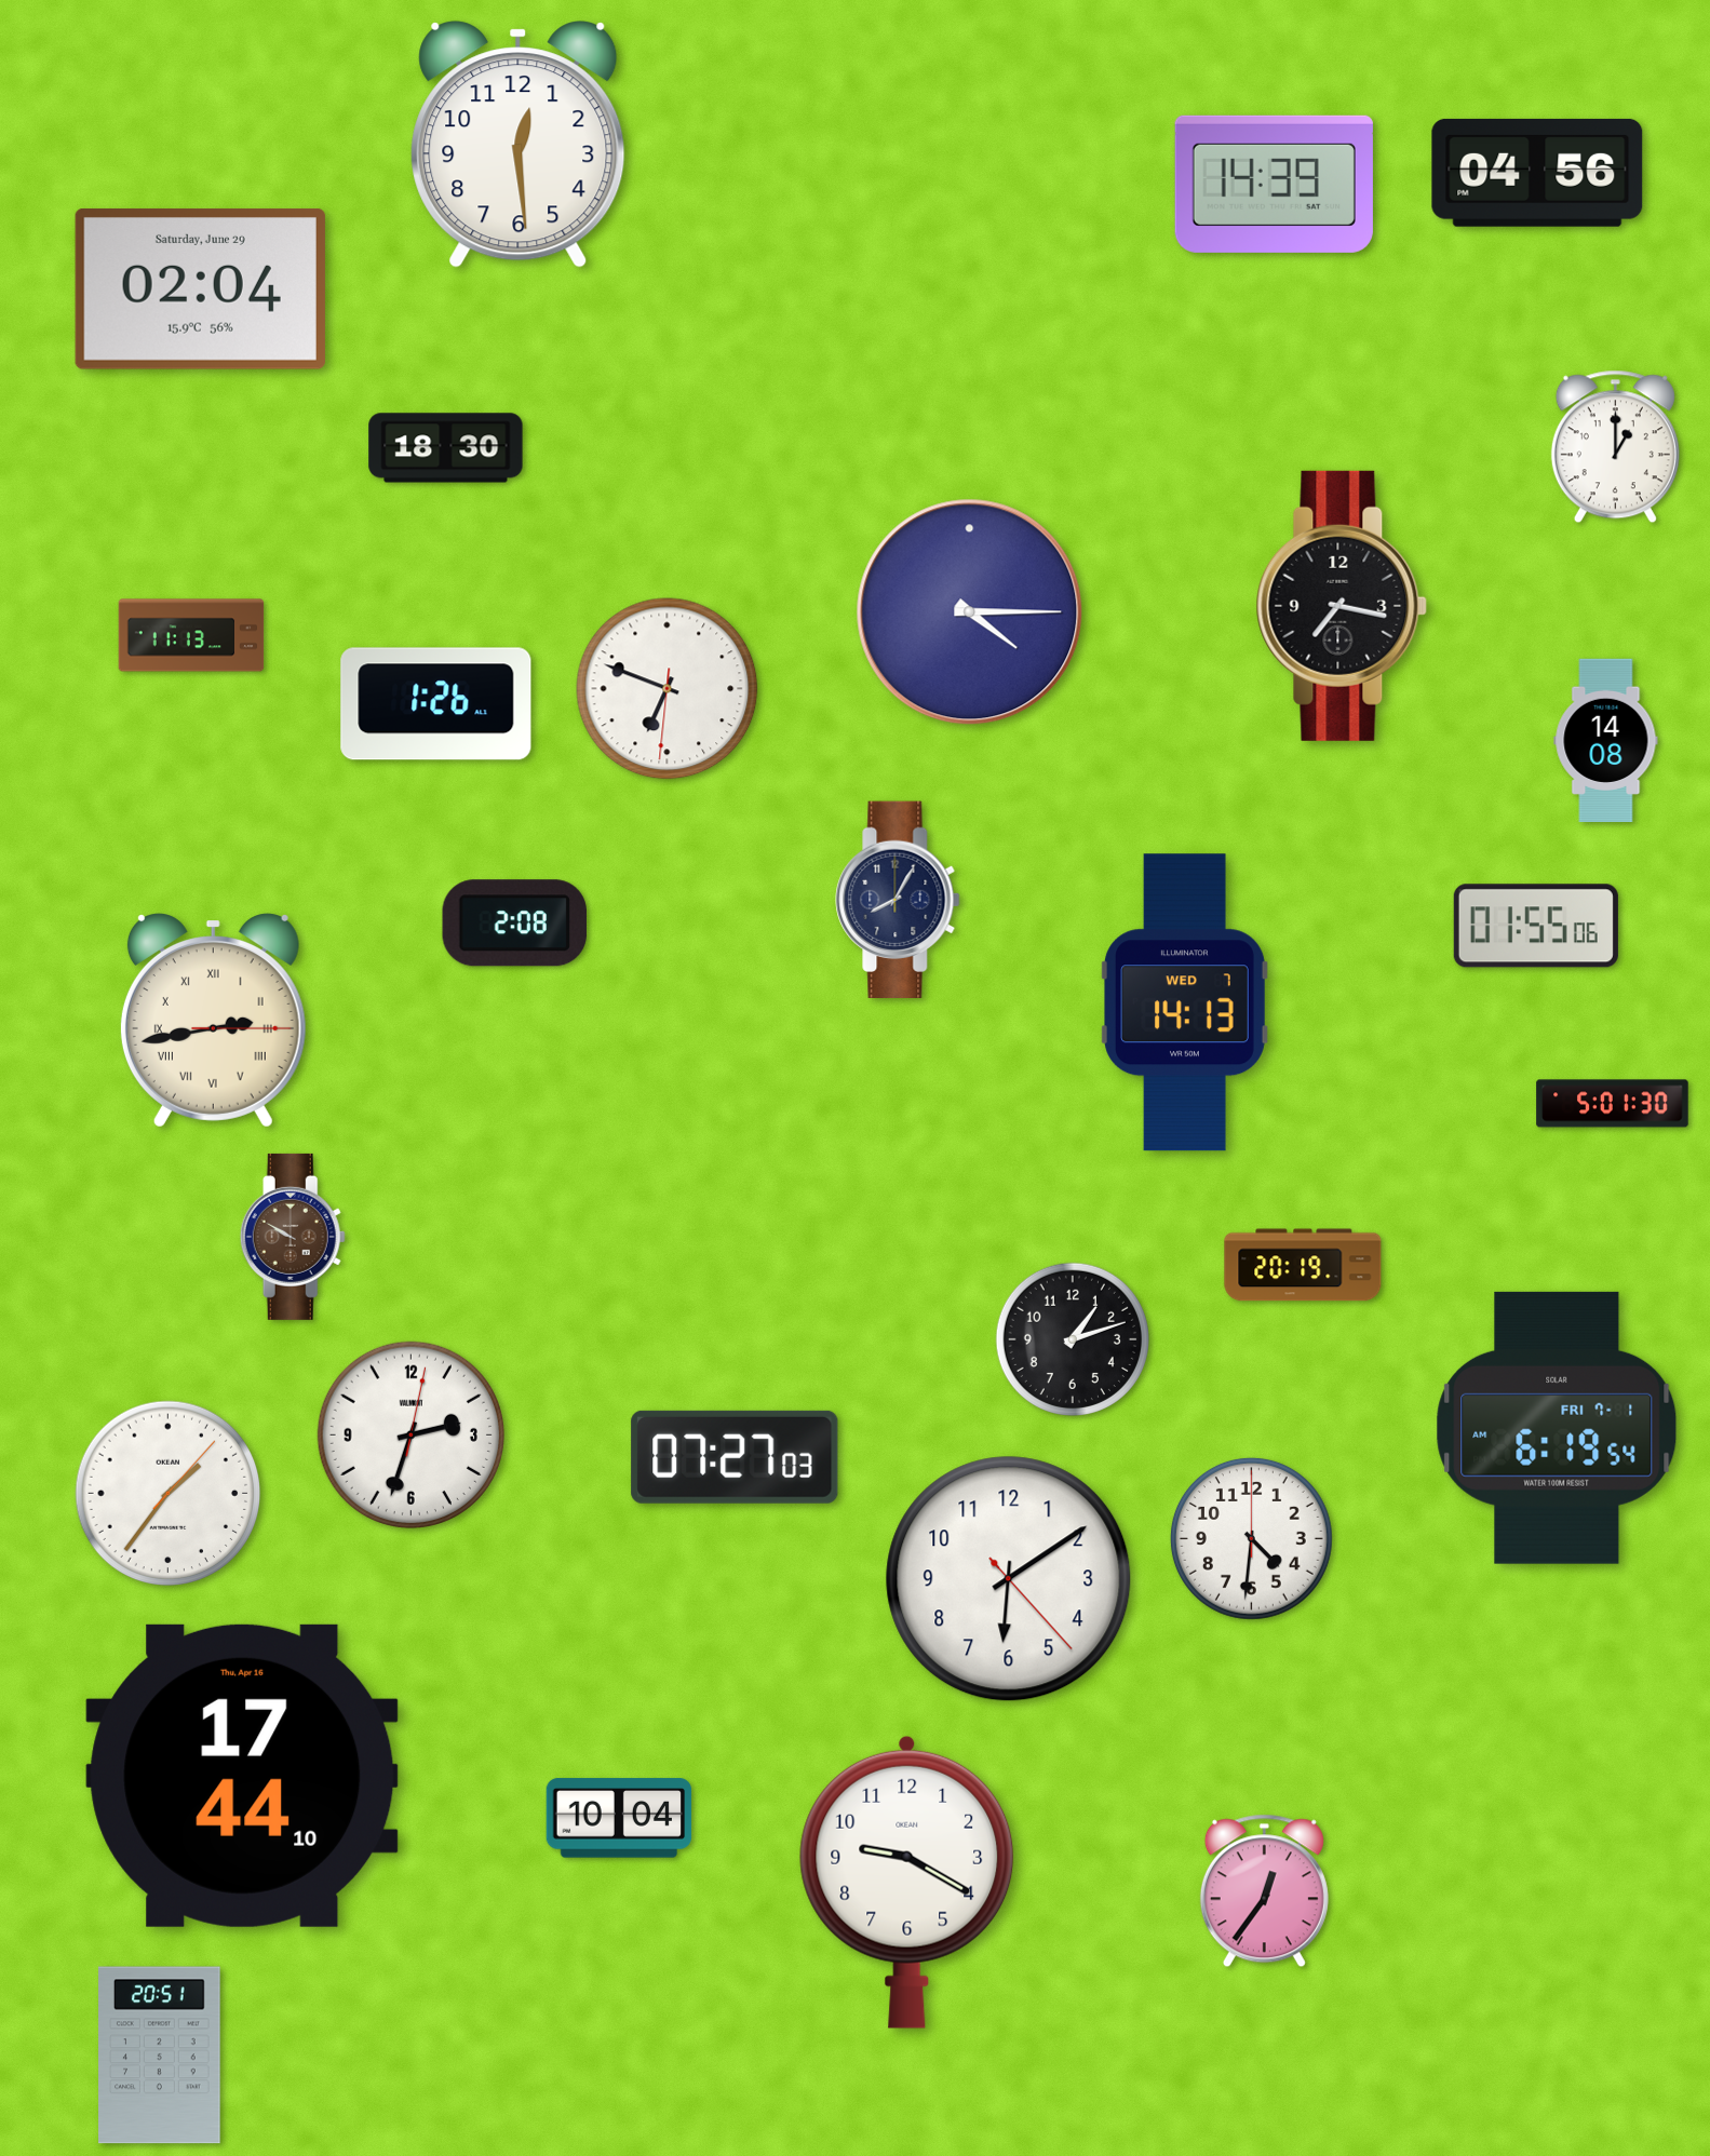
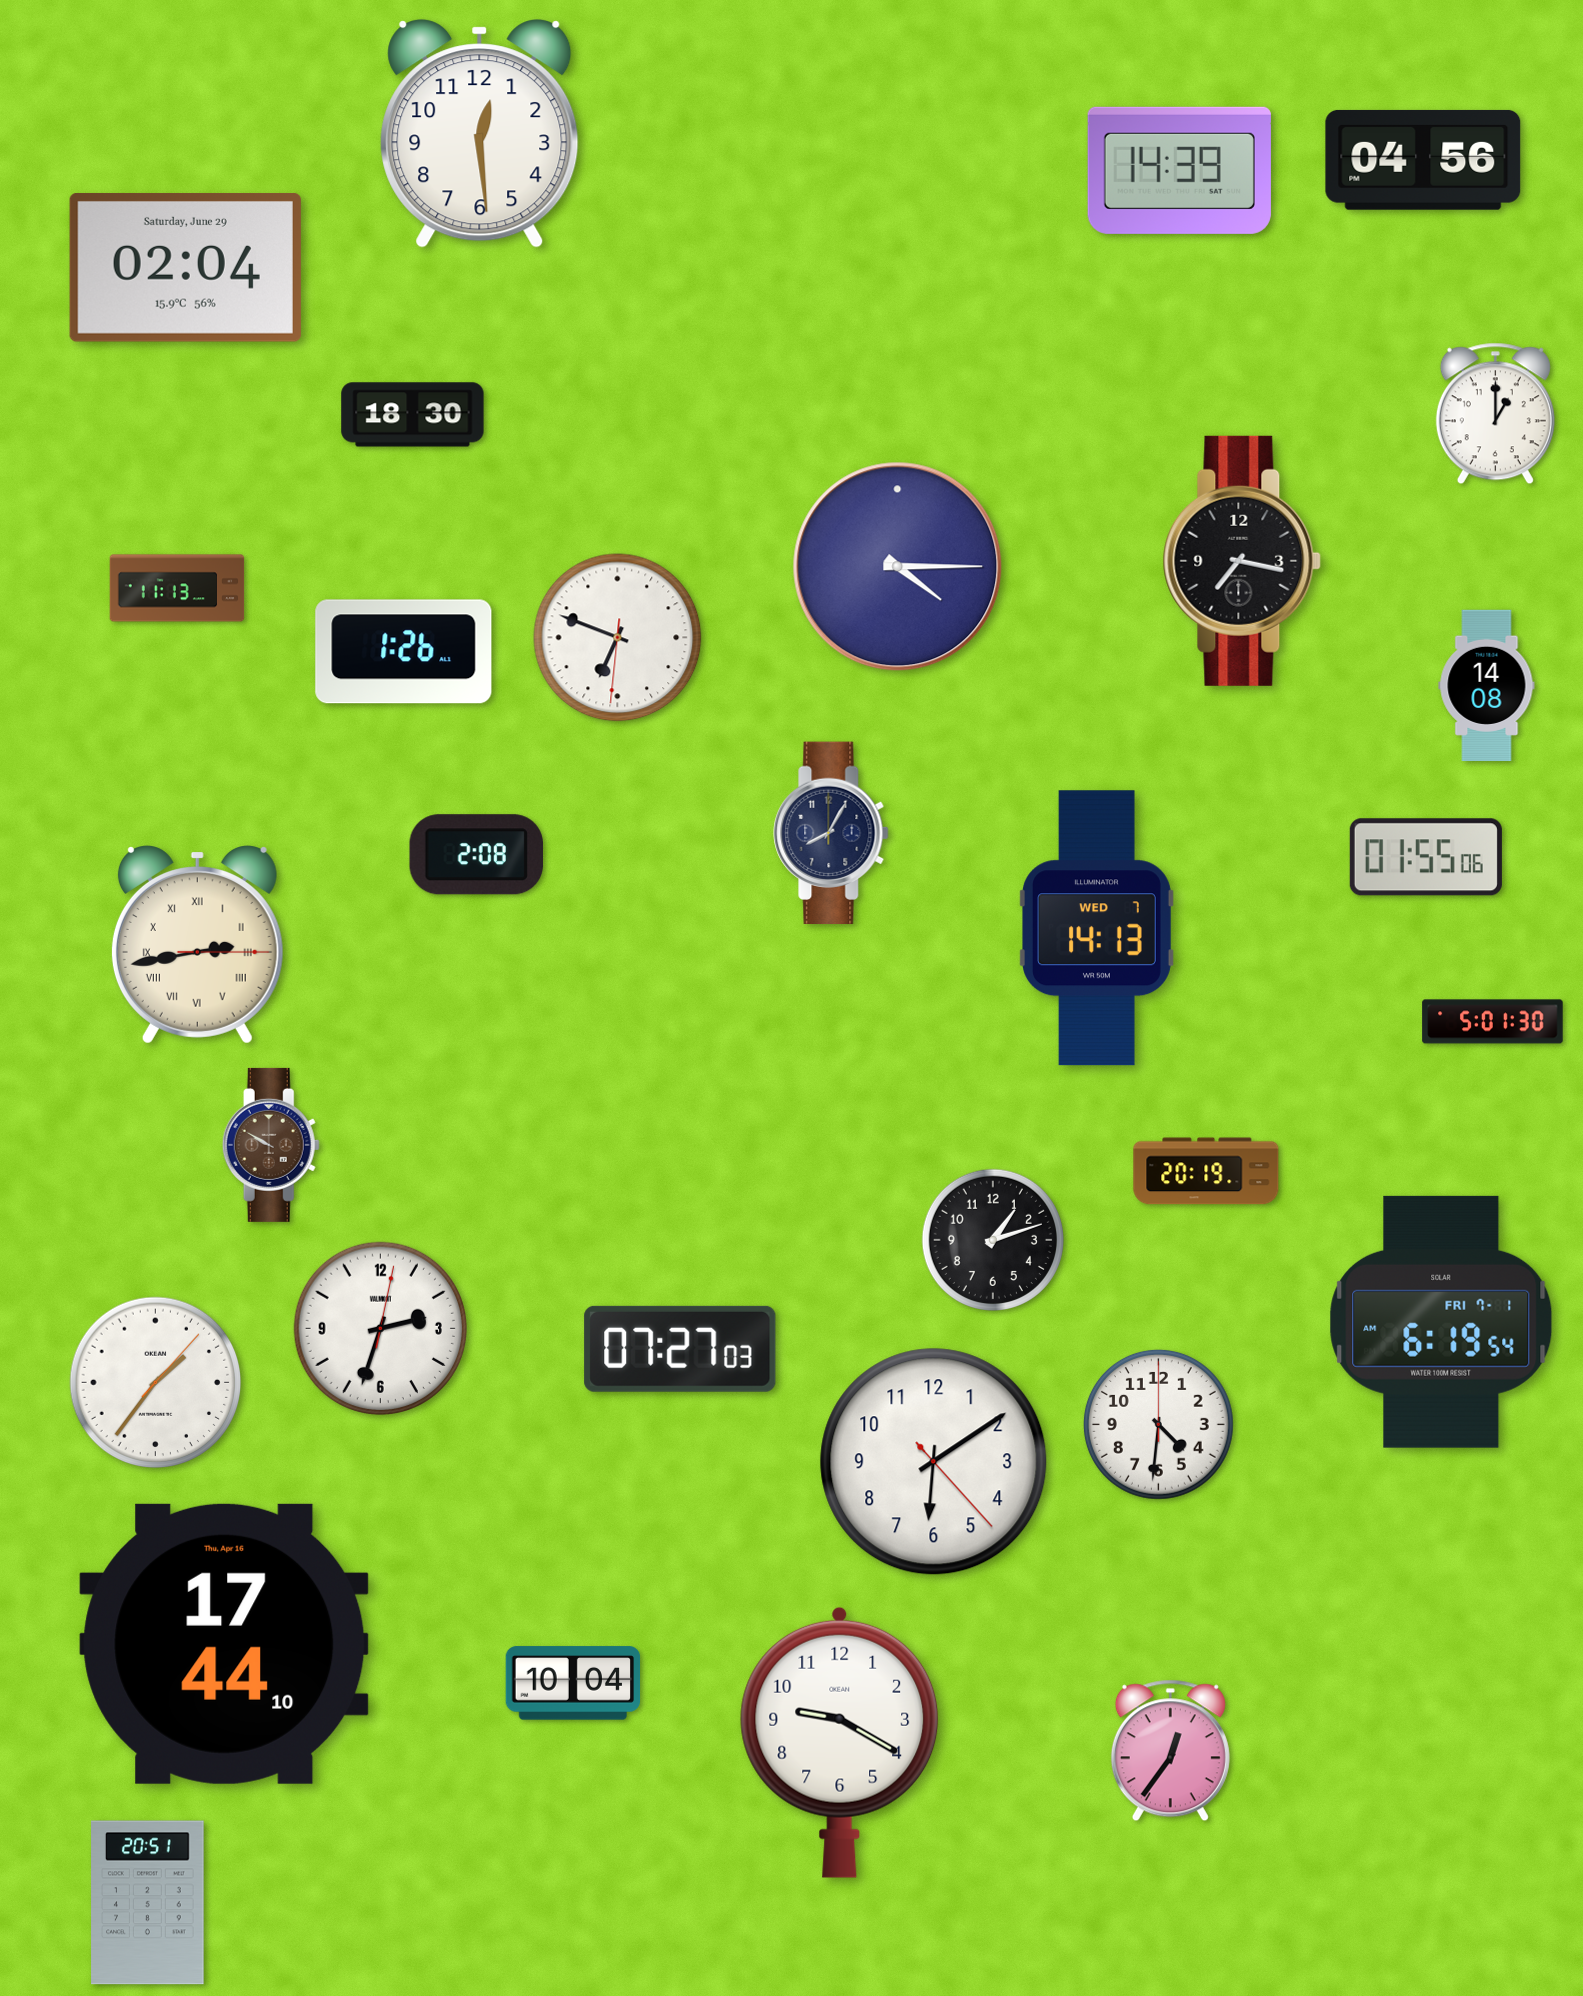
clock at (1536, 926) position: (1536, 926) -> (1426, 857)
